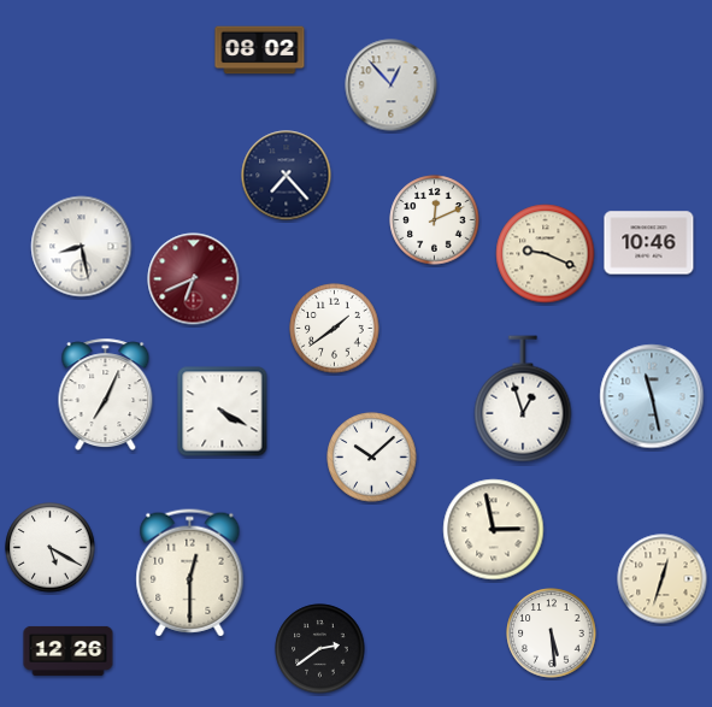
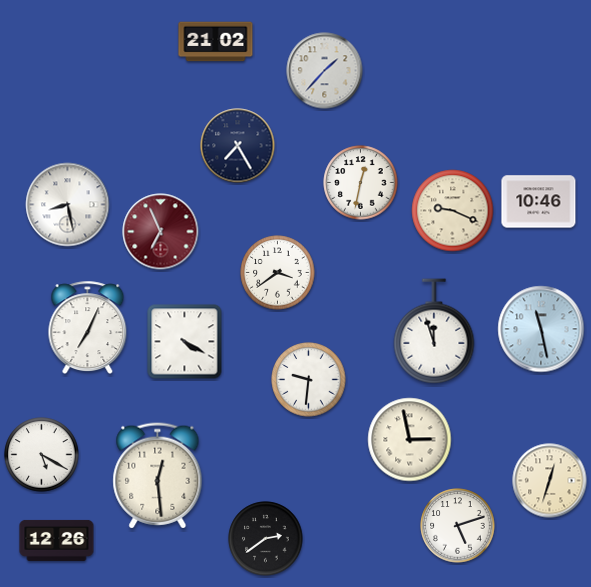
clock at (260, 51): 08:02 -> 21:02
clock at (392, 86): 12:53 -> 1:37
clock at (287, 176): 7:23 -> 7:25
clock at (435, 220): 12:11 -> 12:32
clock at (194, 279): 6:41 -> 6:56
clock at (335, 329): 1:39 -> 3:39
clock at (523, 399): 12:57 -> 11:57
clock at (372, 458): 10:08 -> 9:31
clock at (190, 573): 12:30 -> 12:29
clock at (552, 634): 5:29 -> 5:12
